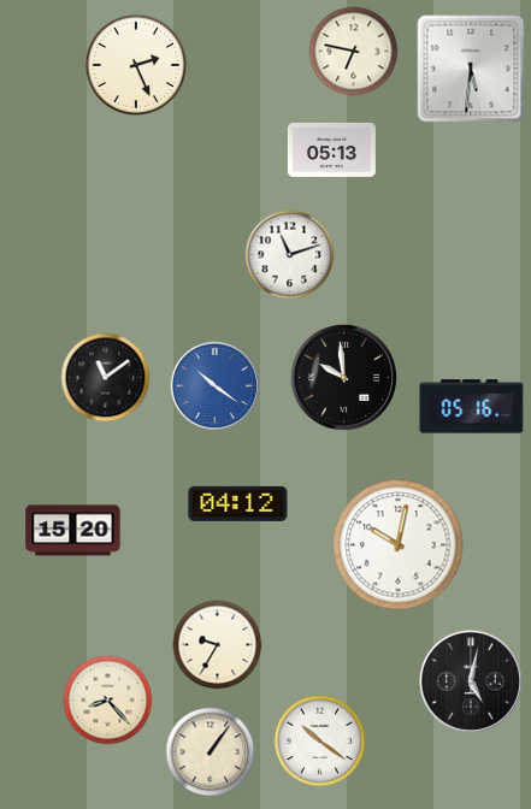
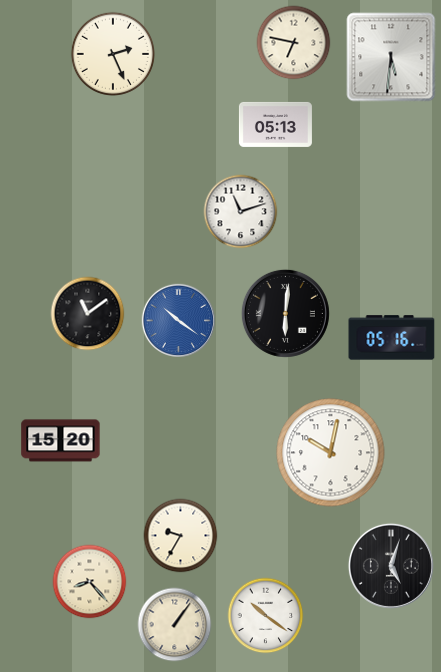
clock at (343, 377): 9:59 -> 6:01
clock at (238, 503): 04:12 -> none
clock at (471, 681): 5:02 -> 5:03
